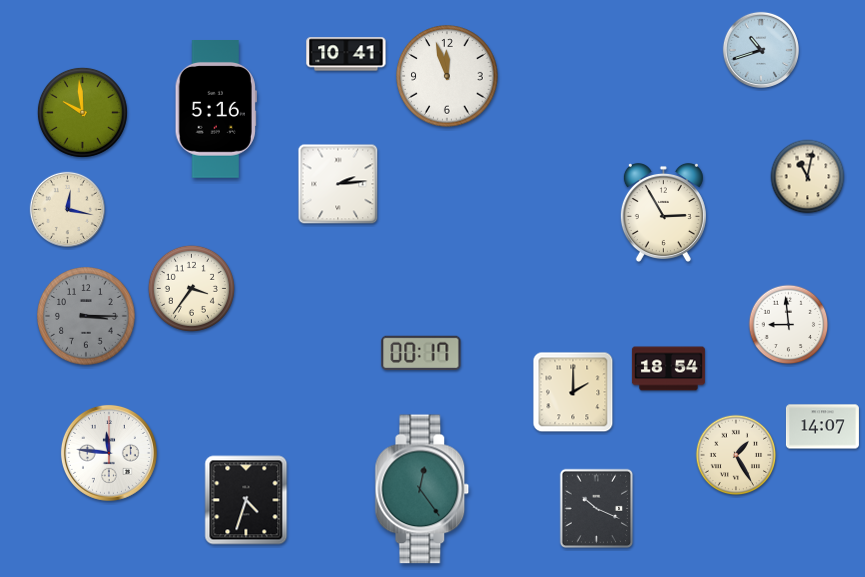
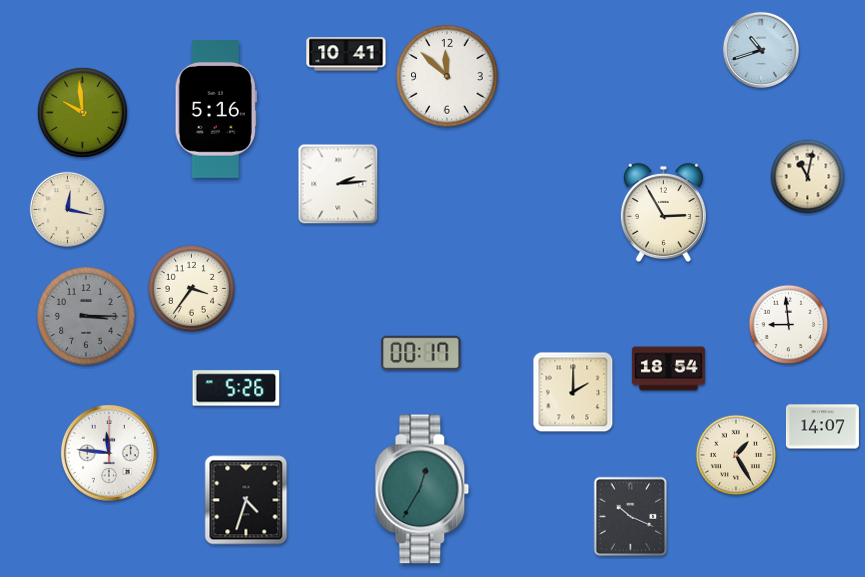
clock at (447, 76): 11:57 -> 11:52
clock at (236, 388): none -> 5:26
clock at (422, 489): 12:24 -> 12:35
clock at (597, 509) position: (597, 509) -> (631, 517)
